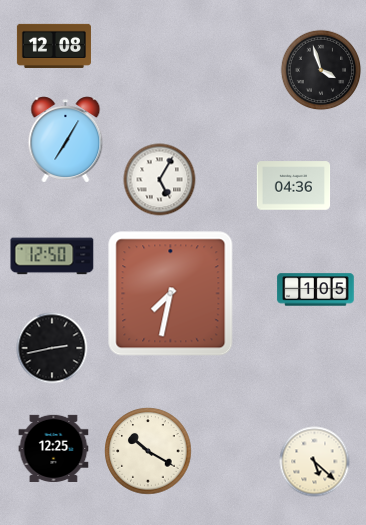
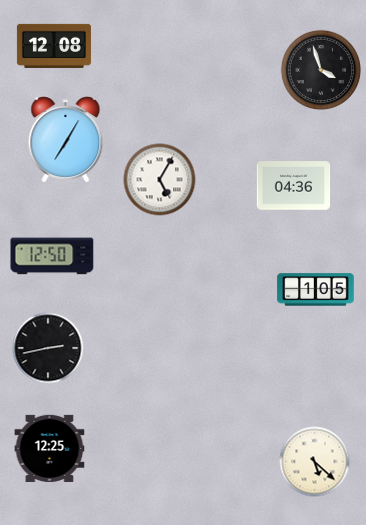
clock at (171, 294): 7:32 -> none
clock at (52, 348) position: (52, 348) -> (48, 348)
clock at (54, 448) position: (54, 448) -> (50, 448)
clock at (148, 451): 10:20 -> none
